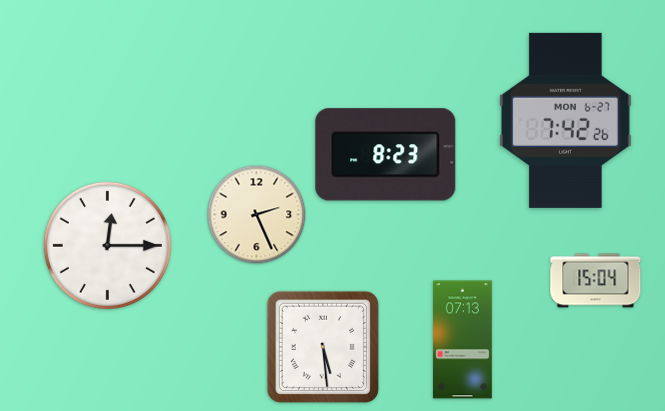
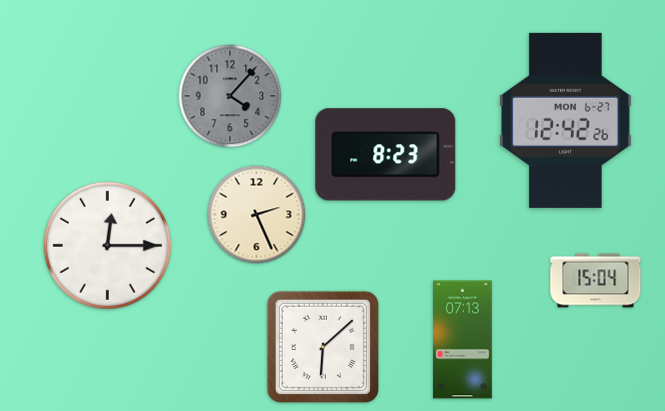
clock at (230, 96): none -> 4:07
clock at (566, 120): 7:42 -> 12:42
clock at (323, 347): 5:29 -> 6:08
